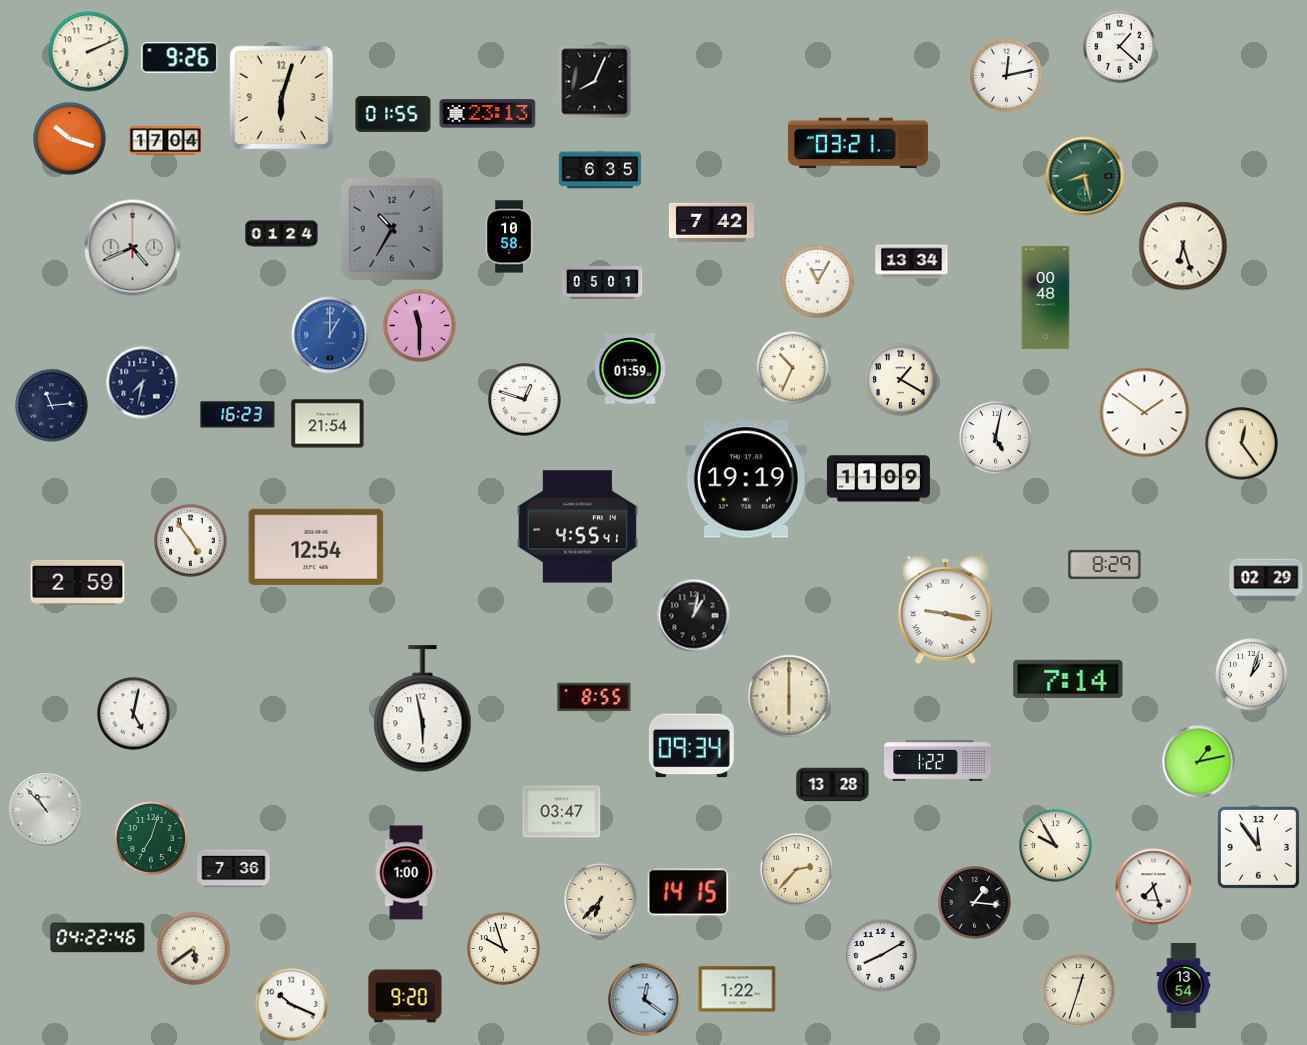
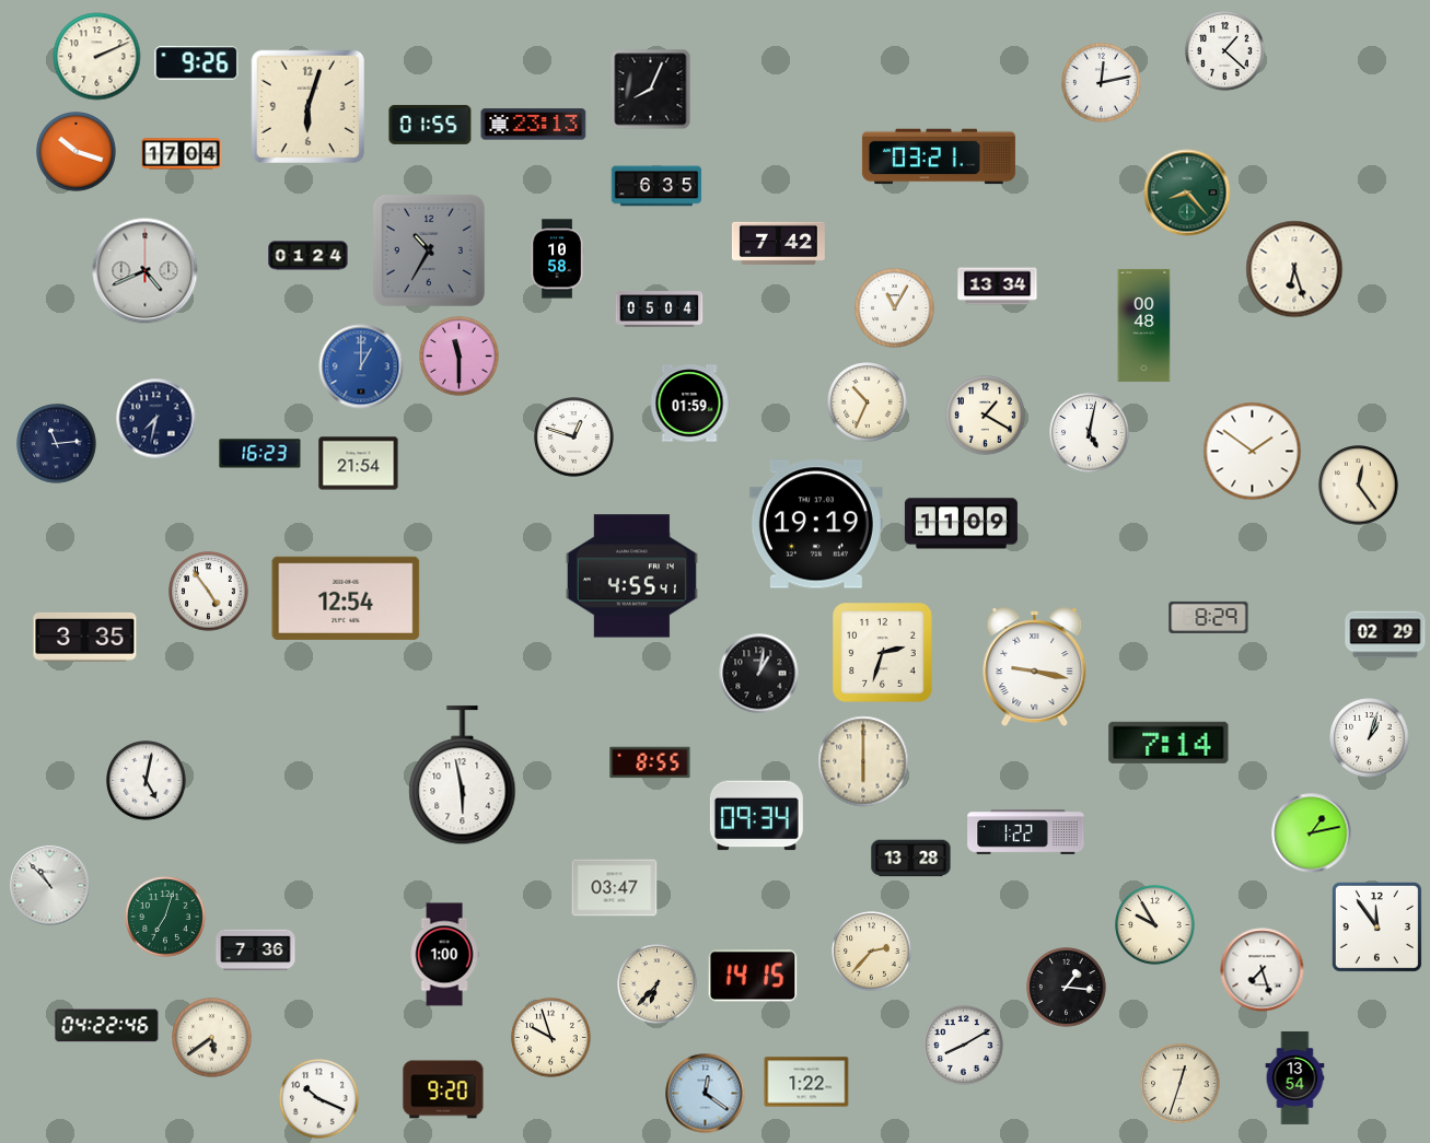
clock at (1085, 176): 8:28 -> 8:23
clock at (603, 283): 05:01 -> 05:04
clock at (996, 438) position: (996, 438) -> (1090, 433)
clock at (78, 582): 2:59 -> 3:35
clock at (883, 653): none -> 2:33
